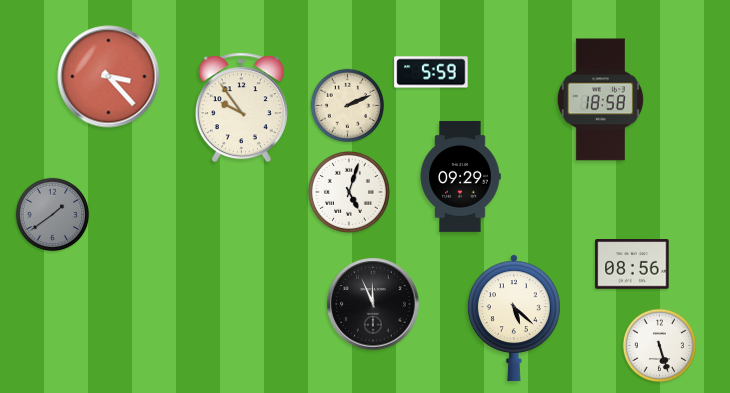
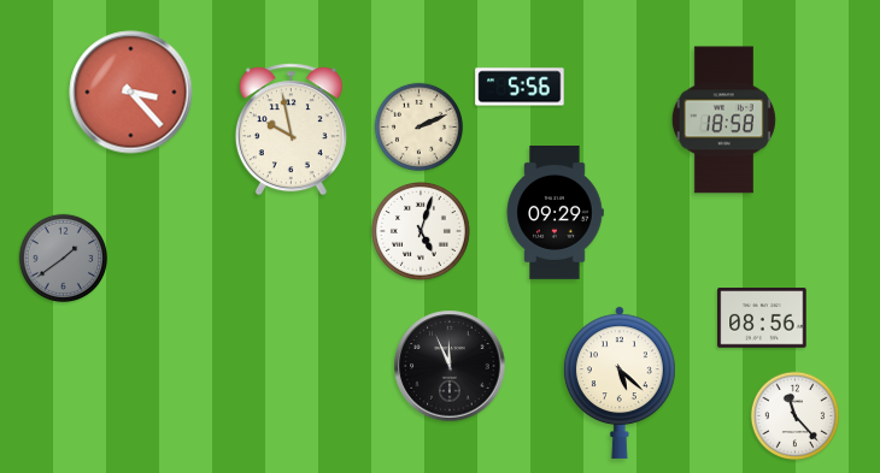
clock at (431, 72): 5:59 -> 5:56
clock at (241, 108): 9:54 -> 9:58
clock at (660, 346): 5:27 -> 11:23
